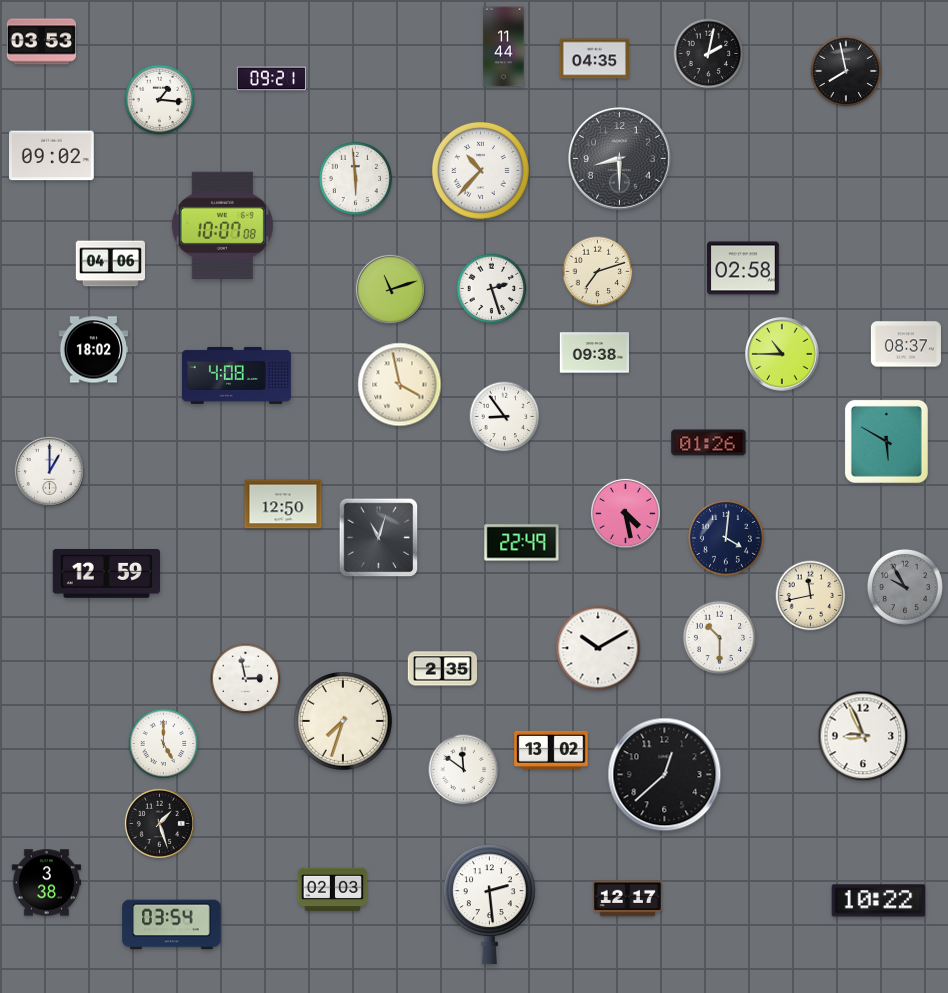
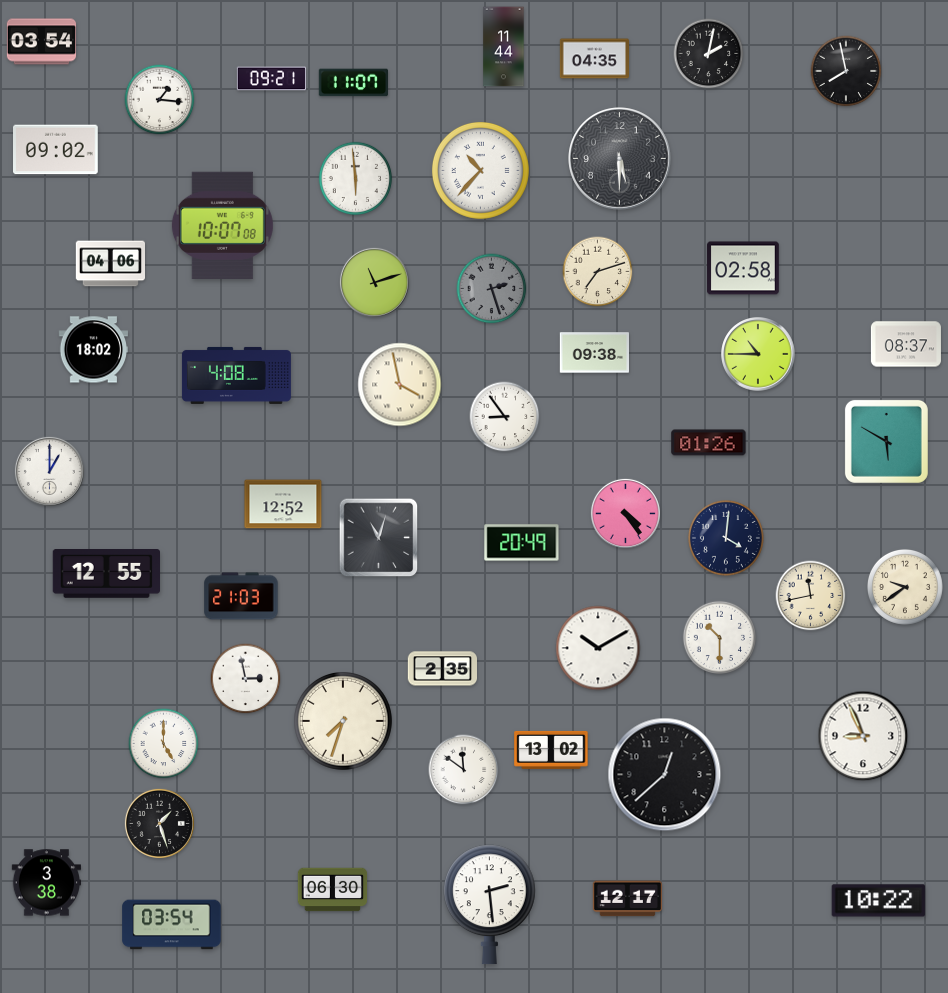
clock at (42, 42): 03:53 -> 03:54
clock at (353, 83): none -> 11:07
clock at (52, 156) position: (52, 156) -> (56, 150)
clock at (620, 159): 8:30 -> 5:30
clock at (390, 289) position: (390, 289) -> (374, 282)
clock at (492, 289) dial: white -> grey
clock at (782, 354) position: (782, 354) -> (758, 354)
clock at (283, 504): 12:50 -> 12:52
clock at (625, 513): 4:28 -> 4:24
clock at (522, 543): 22:49 -> 20:49
clock at (106, 574): 12:59 -> 12:55
clock at (905, 587): 9:55 -> 9:39
clock at (905, 587) dial: grey -> cream
clock at (241, 596): none -> 21:03
clock at (333, 890): 02:03 -> 06:30
